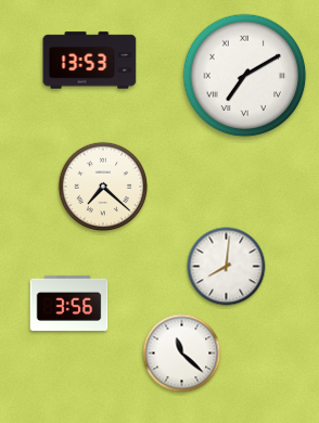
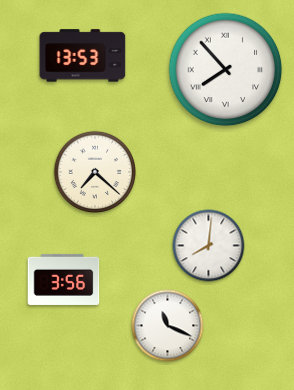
clock at (245, 76): 7:10 -> 7:53
clock at (182, 354): 11:22 -> 11:19
